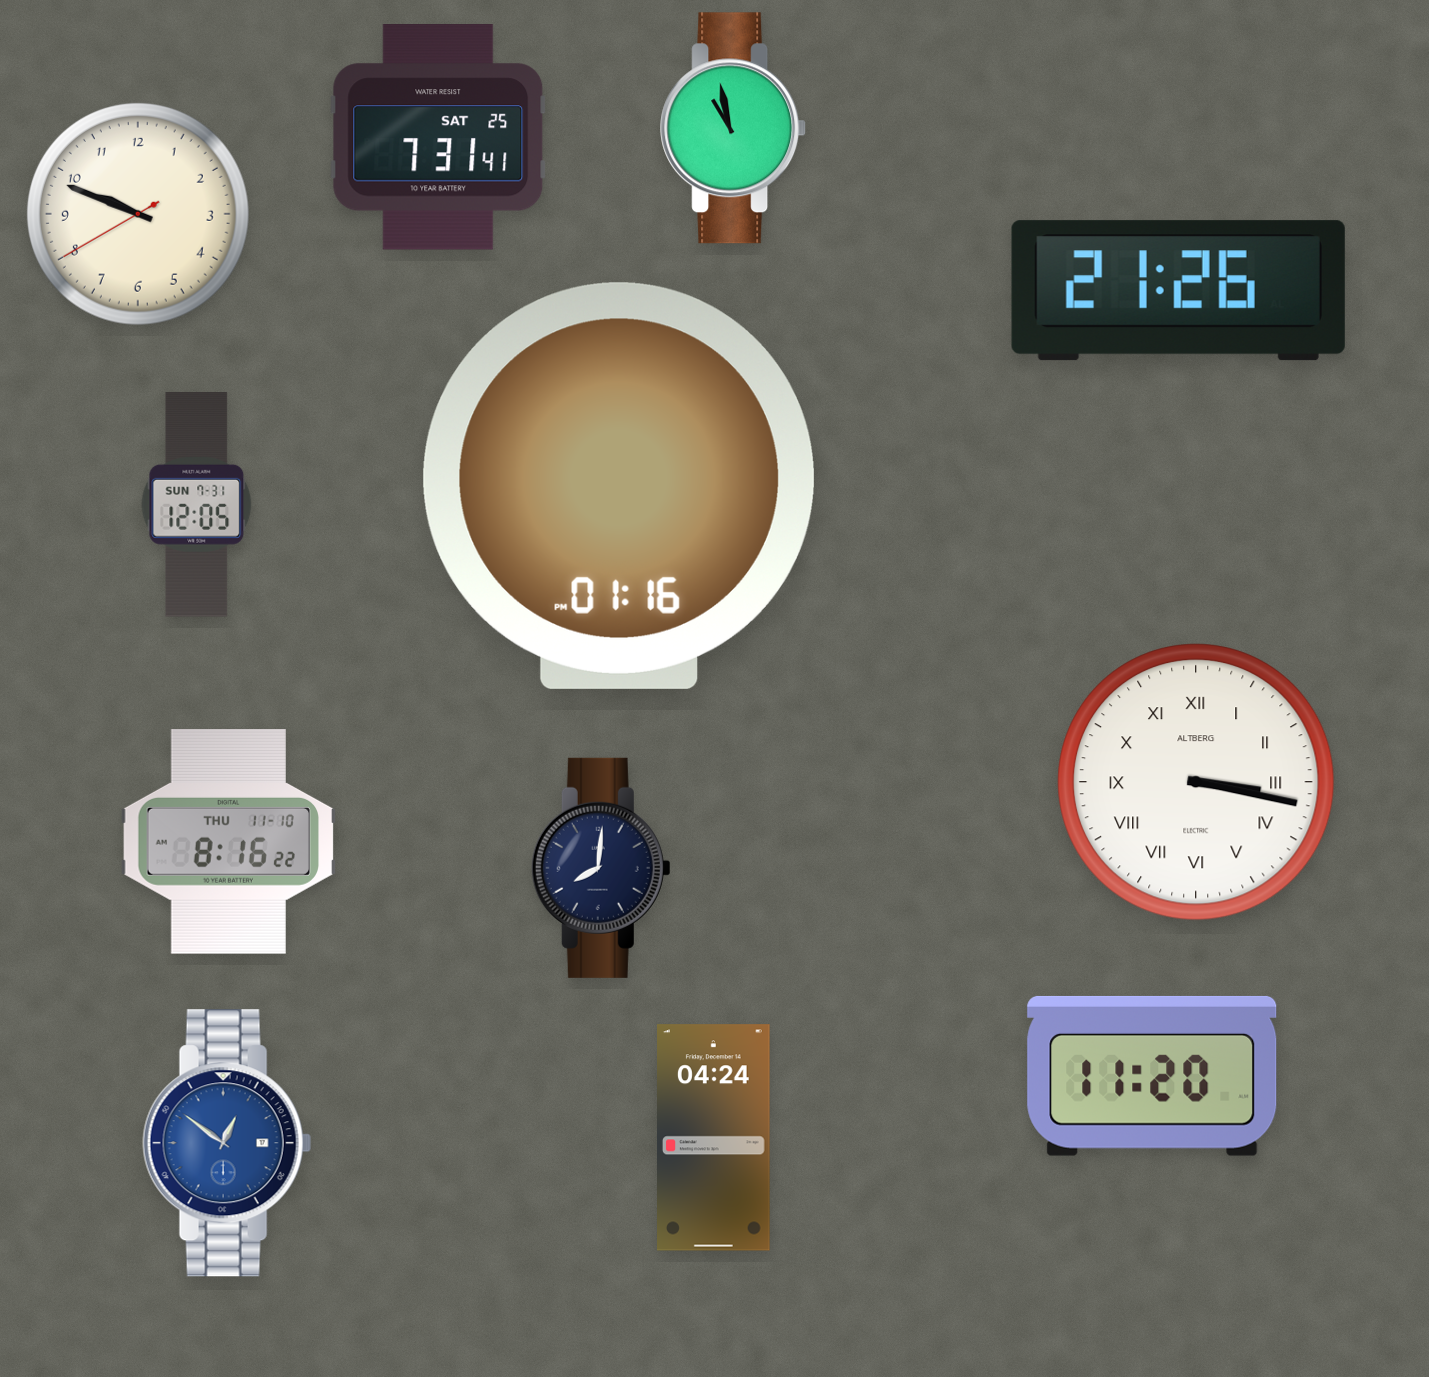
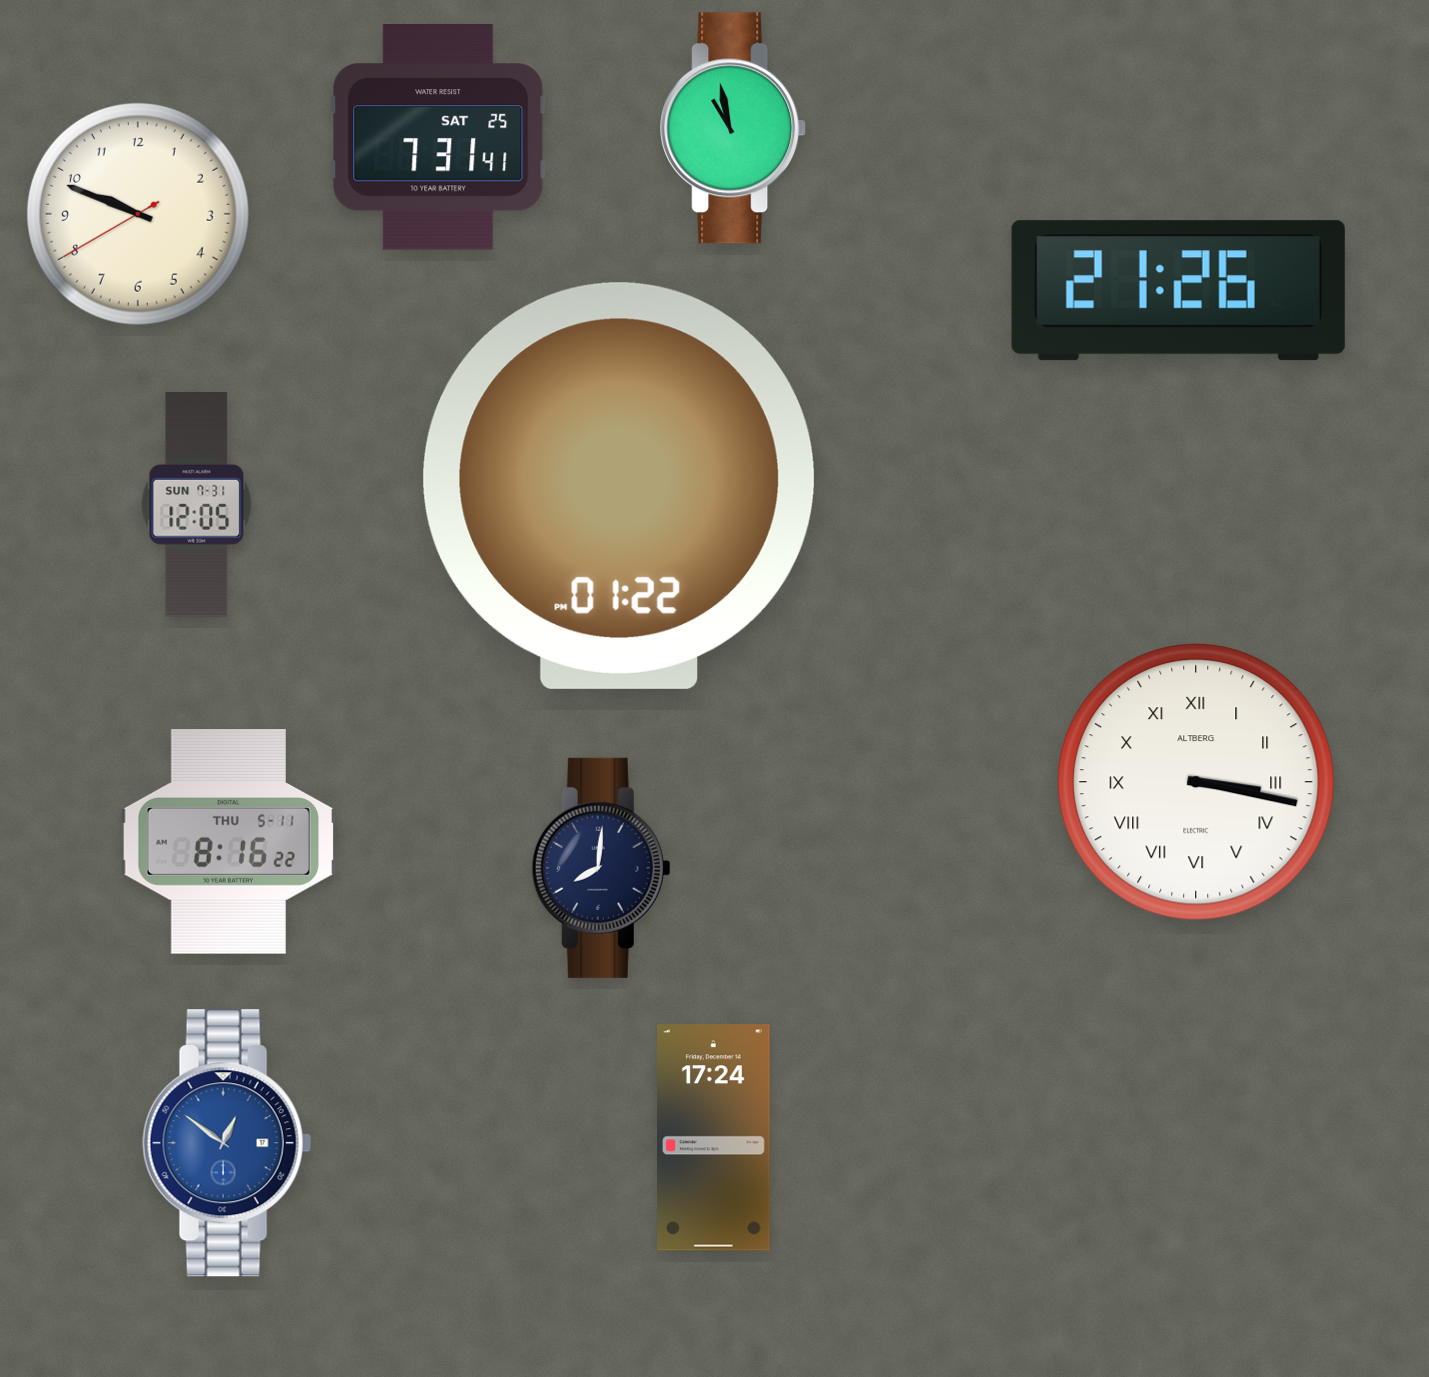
clock at (619, 486): 01:16 -> 01:22
clock at (229, 842) date: THU 11-10 -> THU 5-11
clock at (1152, 1076): 11:20 -> none
clock at (714, 1138): 04:24 -> 17:24
